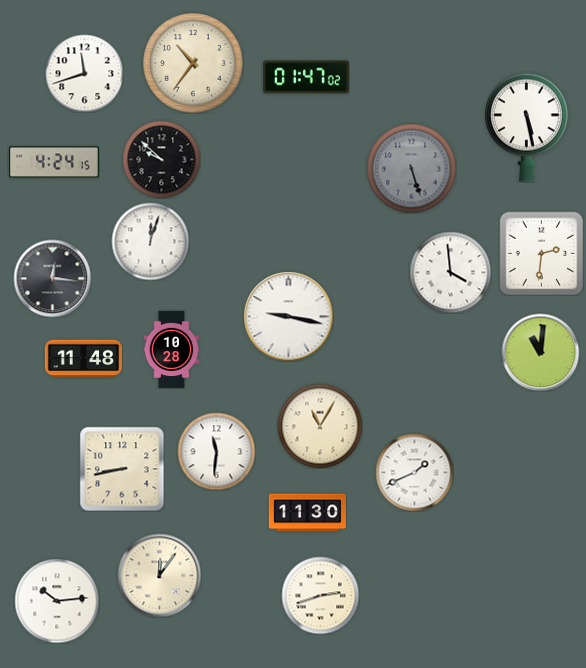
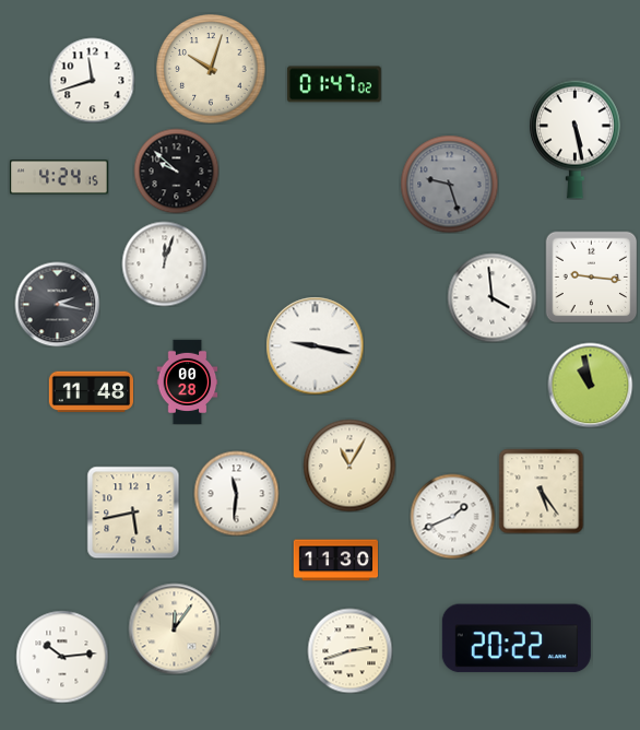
clock at (193, 63): 10:36 -> 10:03
clock at (161, 159) position: (161, 159) -> (176, 170)
clock at (411, 168): 5:27 -> 9:27
clock at (541, 253): 2:31 -> 9:16
clock at (52, 278): 12:16 -> 2:17
clock at (172, 349): 10:28 -> 00:28
clock at (540, 352): 11:01 -> 10:58
clock at (541, 491): none -> 5:24
clock at (122, 469): 8:43 -> 5:43
clock at (517, 638): none -> 20:22
